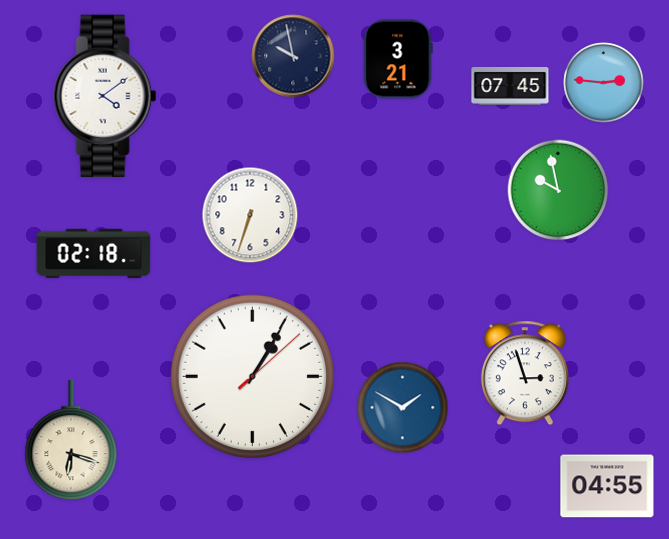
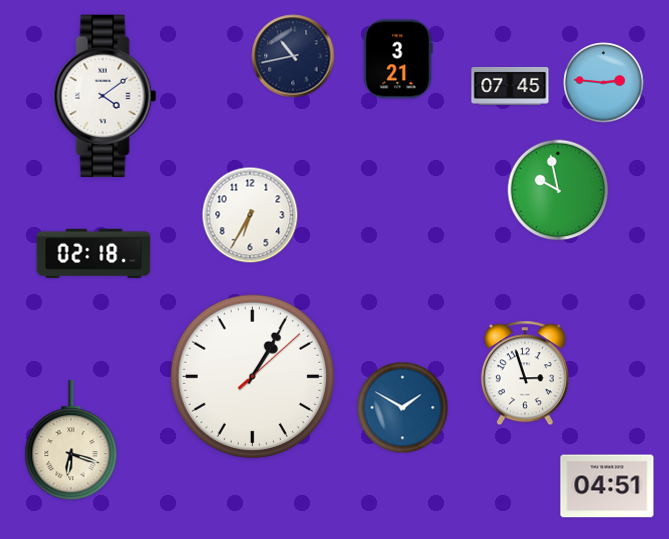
clock at (293, 56): 9:58 -> 10:43
clock at (250, 215): 6:33 -> 6:35
clock at (607, 486): 04:55 -> 04:51
